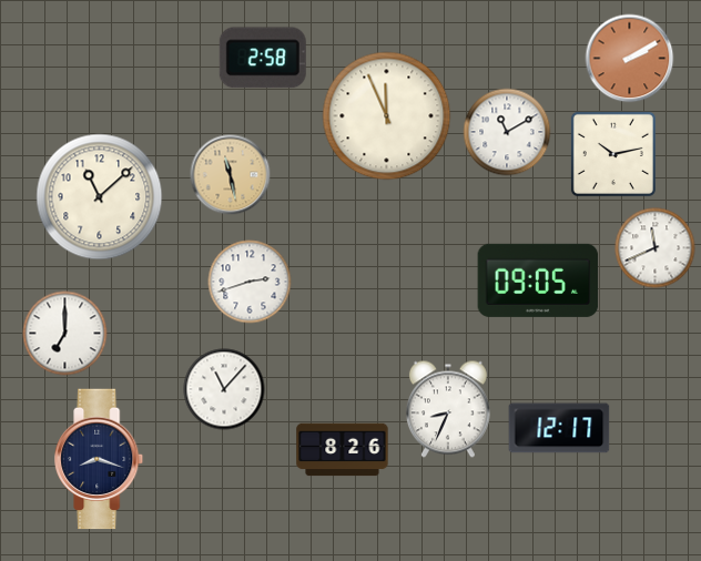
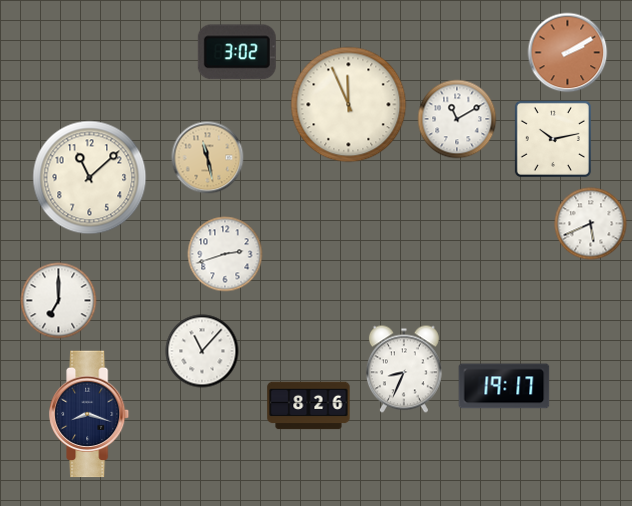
clock at (263, 58): 2:58 -> 3:02
clock at (656, 248): 11:41 -> 5:41
clock at (538, 280): 09:05 -> none
clock at (559, 428): 12:17 -> 19:17
